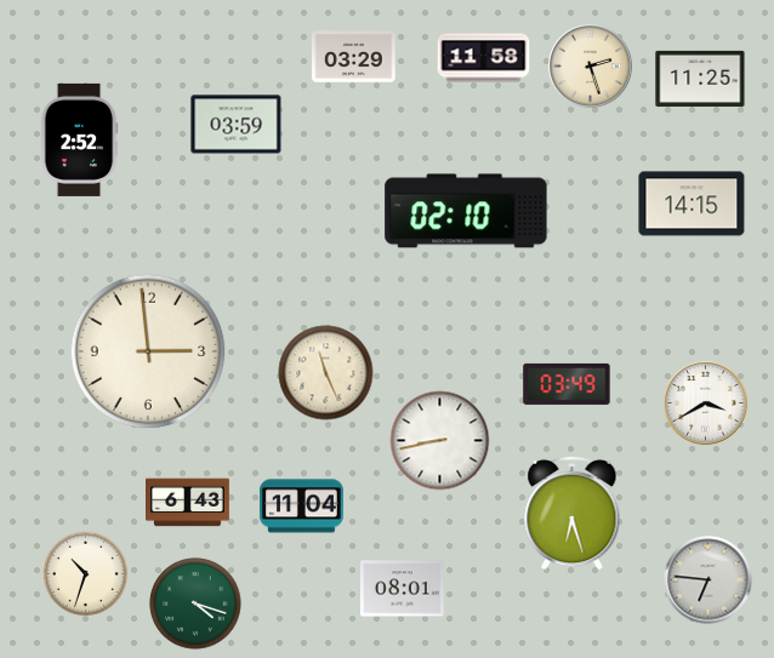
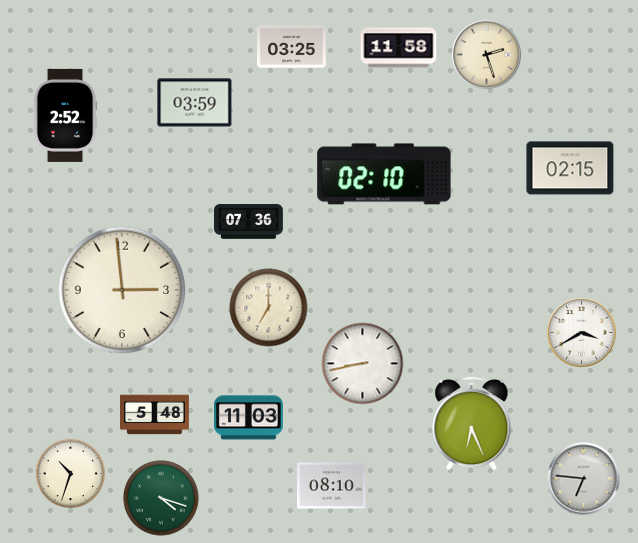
clock at (353, 57): 03:29 -> 03:25
clock at (700, 79): 11:25 -> none
clock at (692, 204): 14:15 -> 02:15
clock at (249, 222): none -> 07:36
clock at (326, 373): 11:26 -> 7:00
clock at (567, 384): 03:49 -> none
clock at (188, 503): 6:43 -> 5:48
clock at (301, 507): 11:04 -> 11:03
clock at (573, 513): 6:27 -> 6:26
clock at (402, 589): 08:01 -> 08:10
